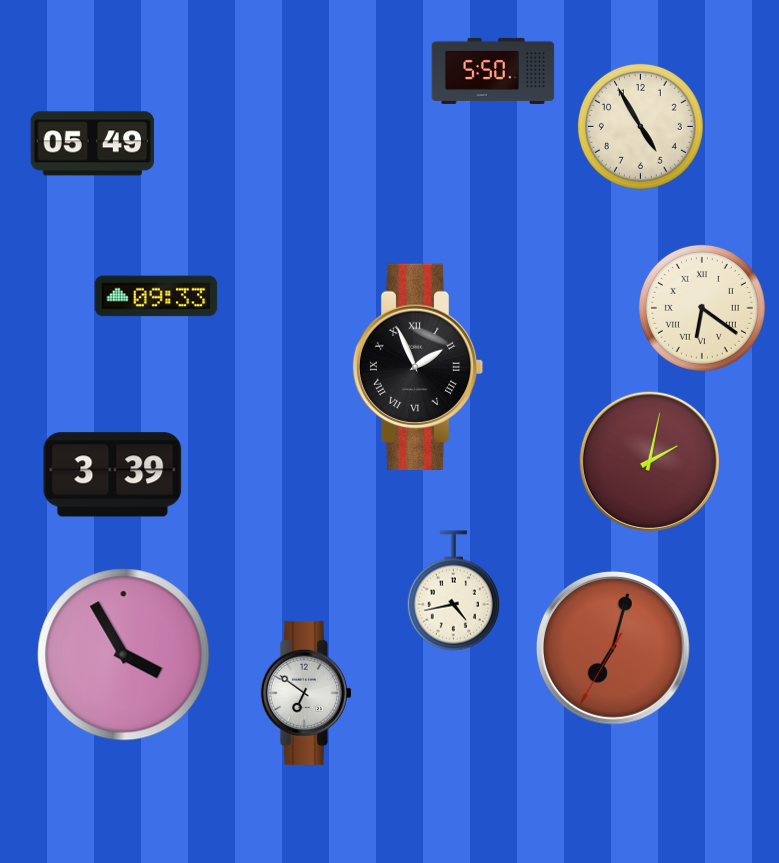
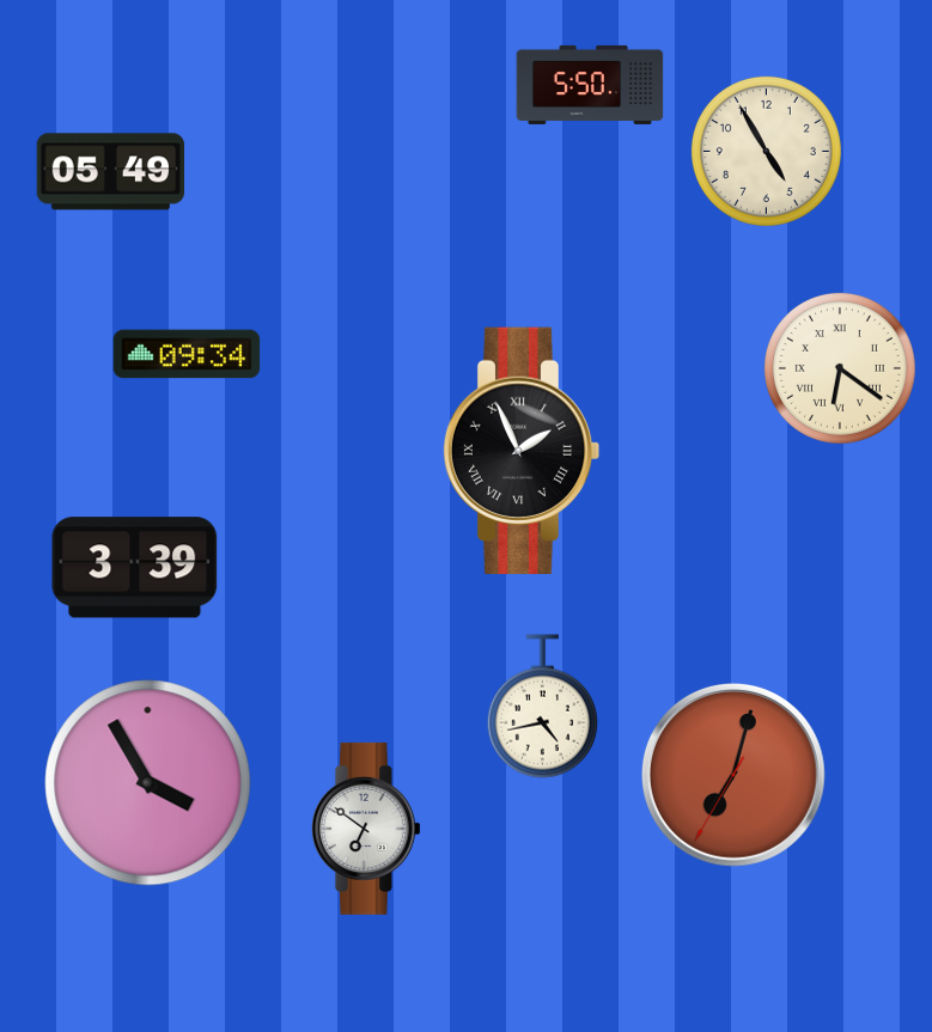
clock at (156, 296): 09:33 -> 09:34
clock at (418, 366) position: (418, 366) -> (522, 450)
clock at (649, 461): 2:02 -> none
